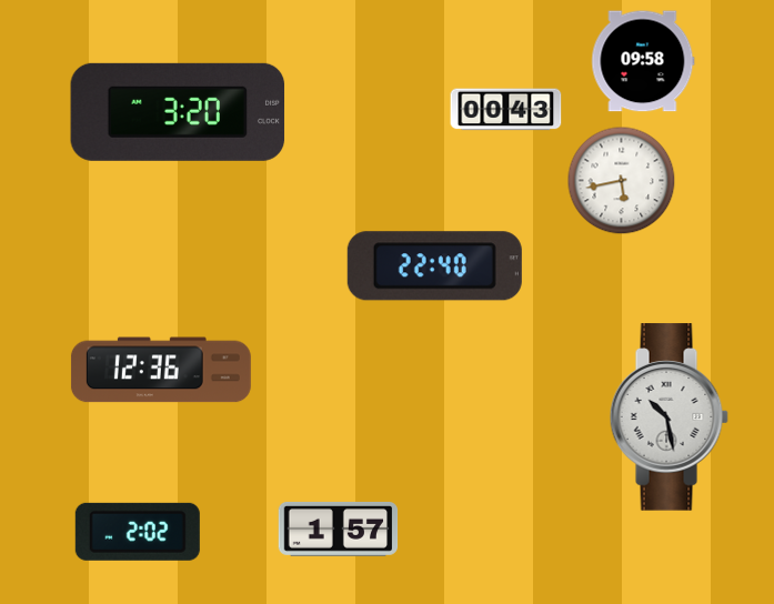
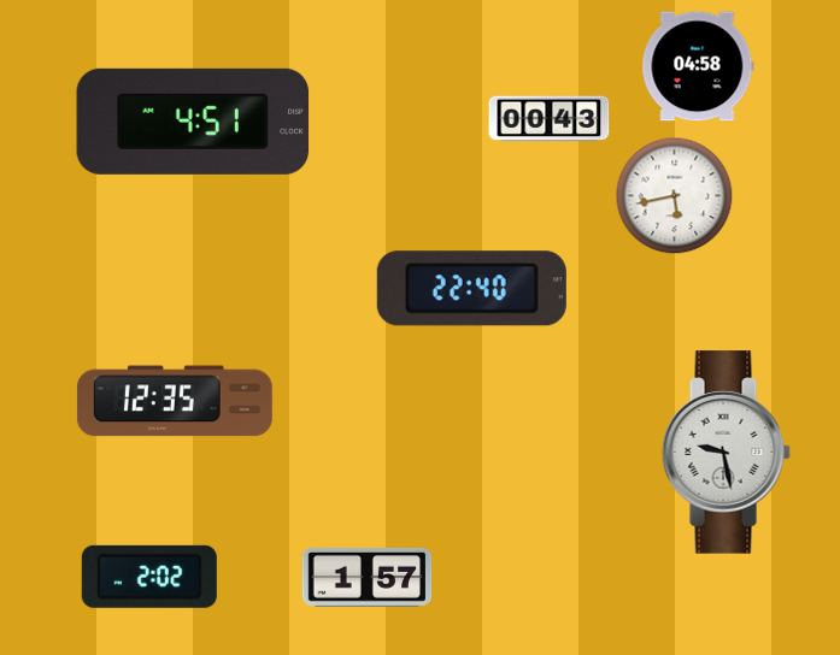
clock at (643, 61): 09:58 -> 04:58
clock at (178, 112): 3:20 -> 4:51
clock at (161, 370): 12:36 -> 12:35
clock at (669, 417): 10:28 -> 9:28
clock at (339, 528) position: (339, 528) -> (368, 577)
